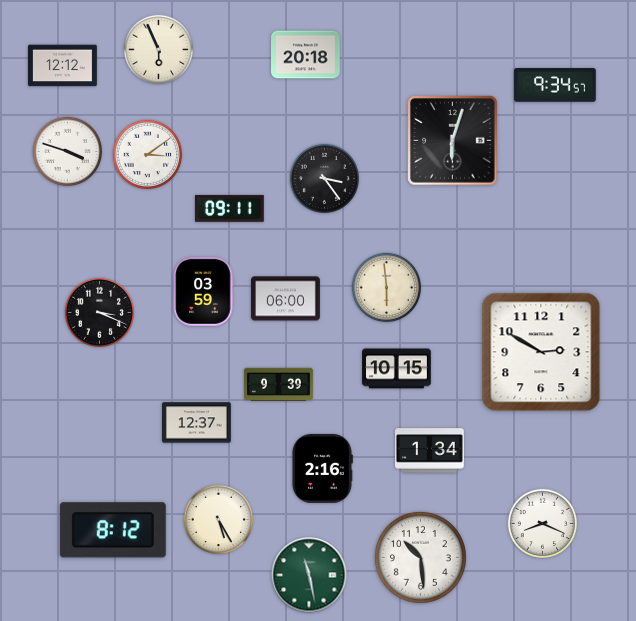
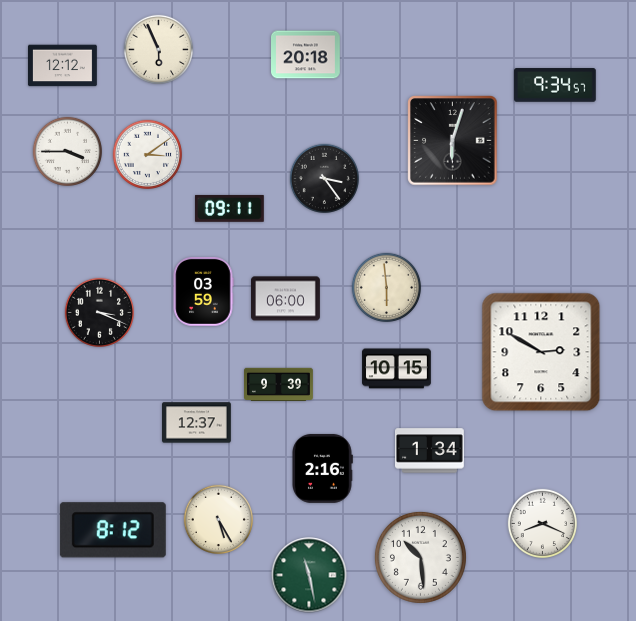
clock at (67, 151): 3:48 -> 3:45
